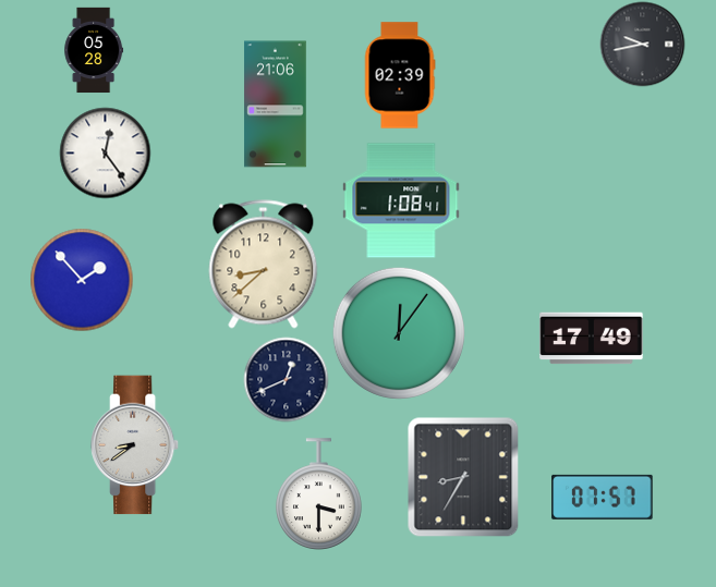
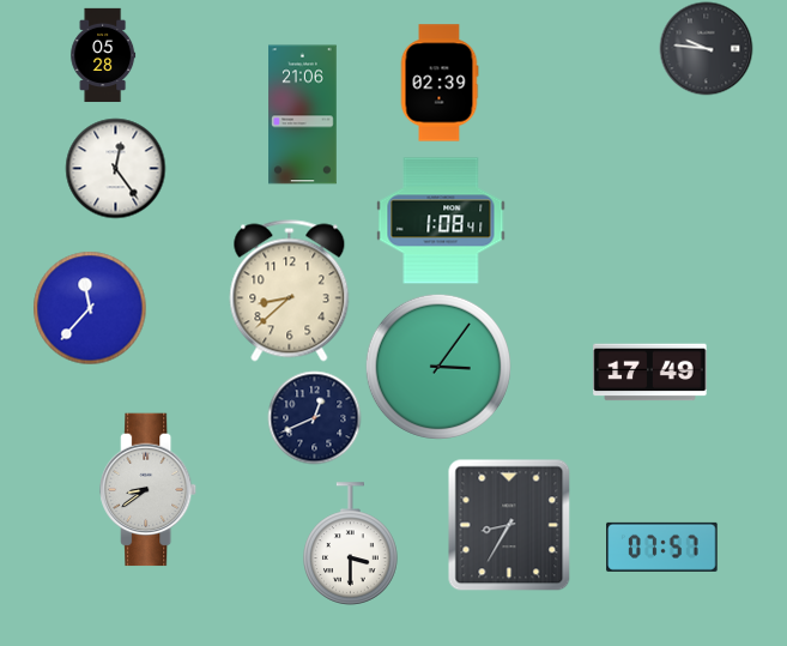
clock at (642, 44): 9:43 -> 9:46
clock at (82, 280): 1:53 -> 11:37
clock at (399, 333): 12:06 -> 3:06
